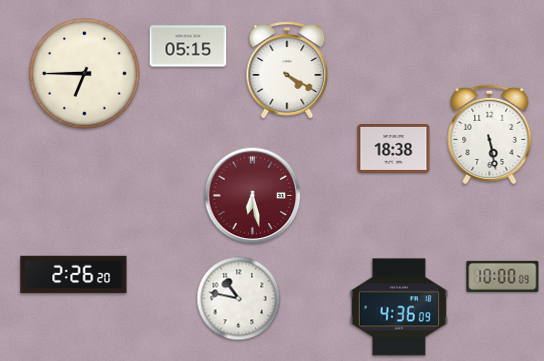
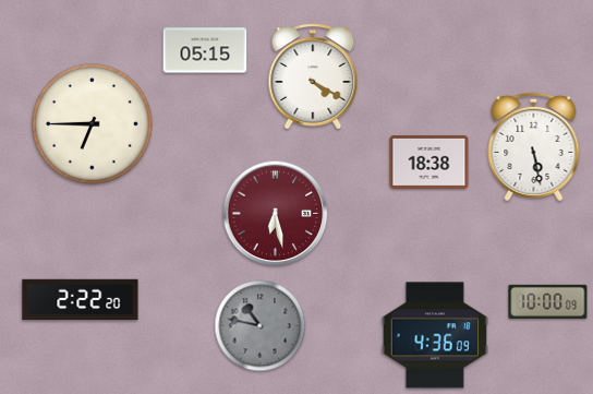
clock at (85, 74) position: (85, 74) -> (93, 124)
clock at (74, 275): 2:26 -> 2:22
clock at (239, 299) dial: white -> grey
